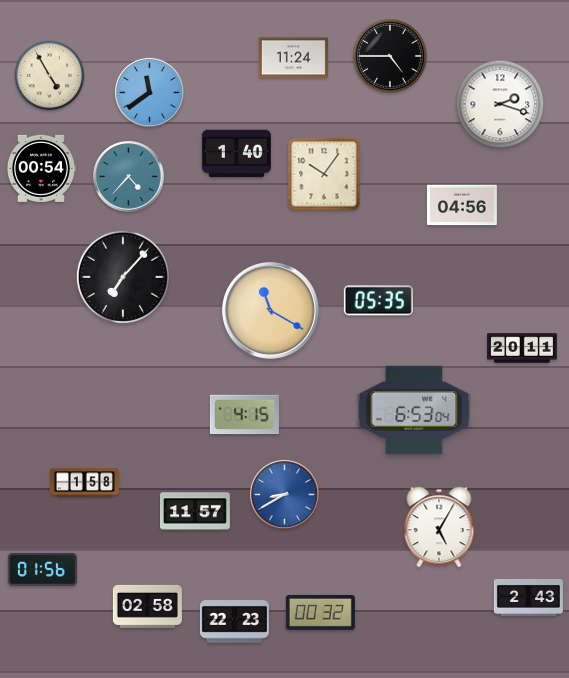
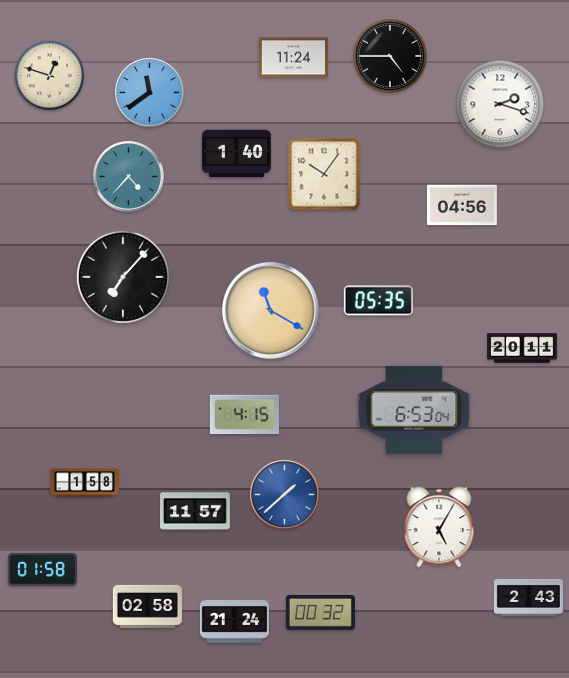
clock at (50, 76): 4:55 -> 12:48
clock at (41, 168): 00:54 -> none
clock at (285, 495): 8:40 -> 1:38
clock at (42, 570): 01:56 -> 01:58
clock at (234, 622): 22:23 -> 21:24
